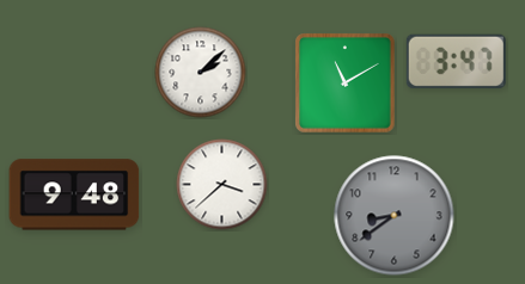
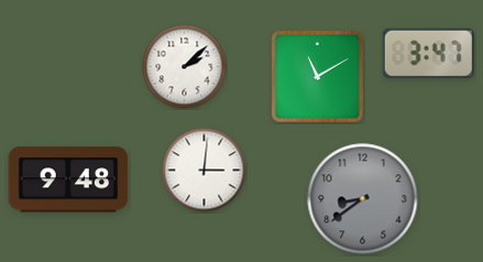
clock at (456, 61) position: (456, 61) -> (428, 53)
clock at (222, 185): 3:38 -> 3:01
